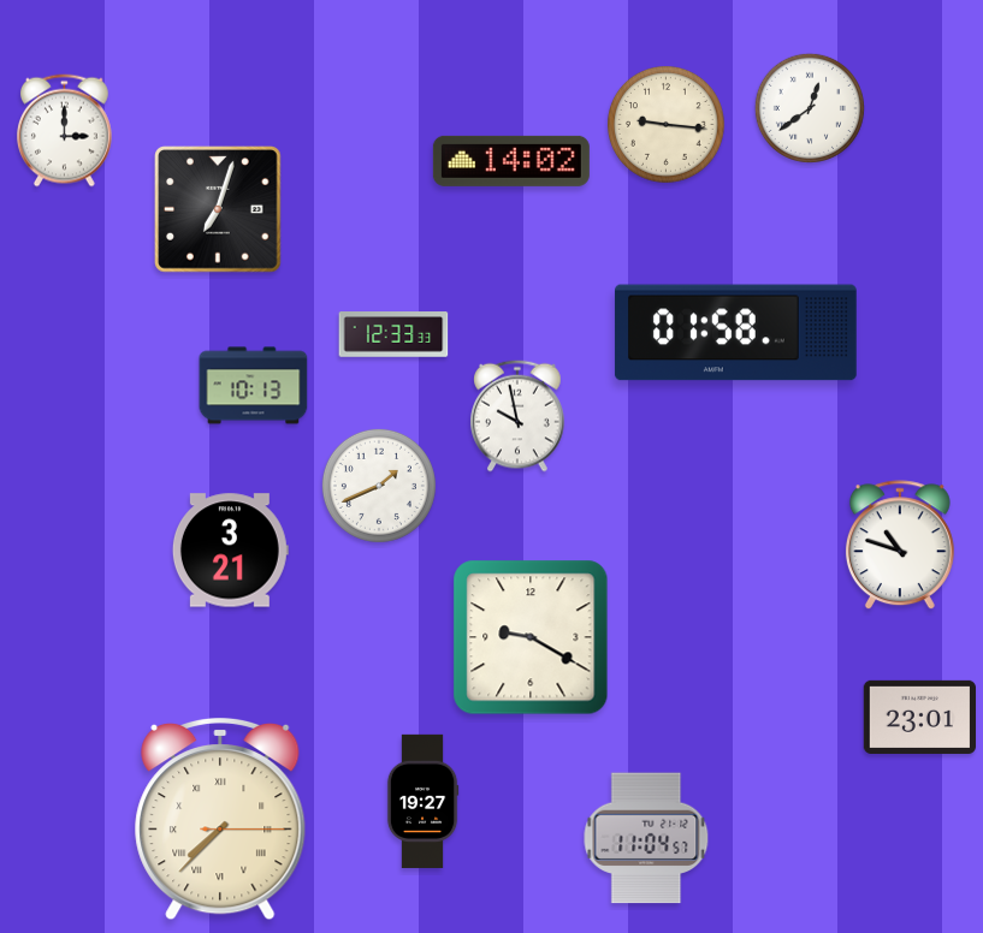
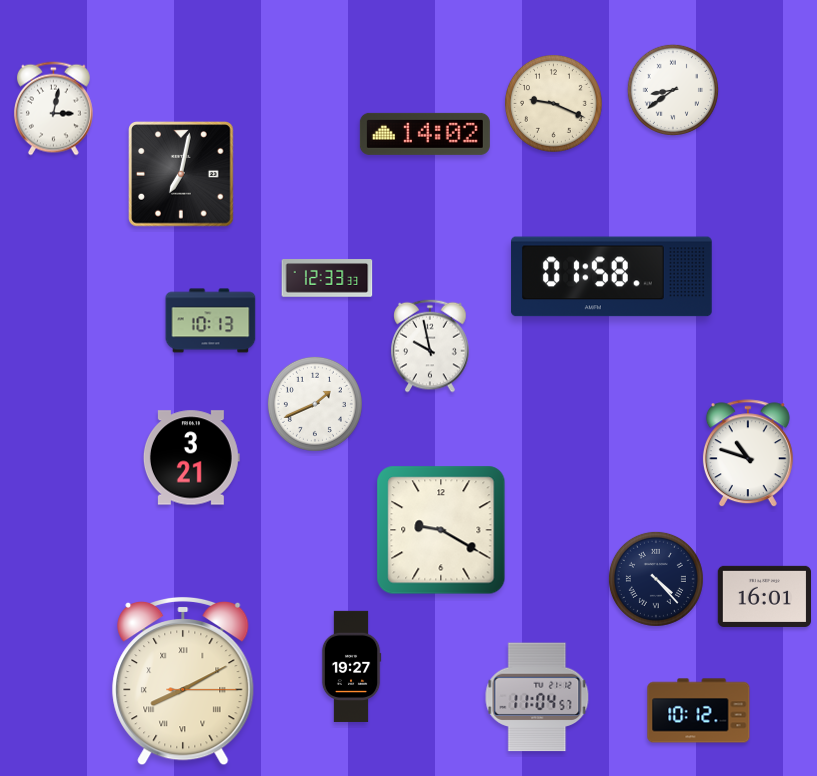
clock at (810, 108): 12:39 -> 8:39
clock at (667, 125): 9:16 -> 9:19
clock at (64, 131): 3:00 -> 3:02
clock at (218, 209): 7:03 -> 7:02
clock at (656, 579): none -> 4:23
clock at (919, 717): 23:01 -> 16:01
clock at (220, 819): 7:37 -> 8:10
clock at (699, 711): none -> 10:12
